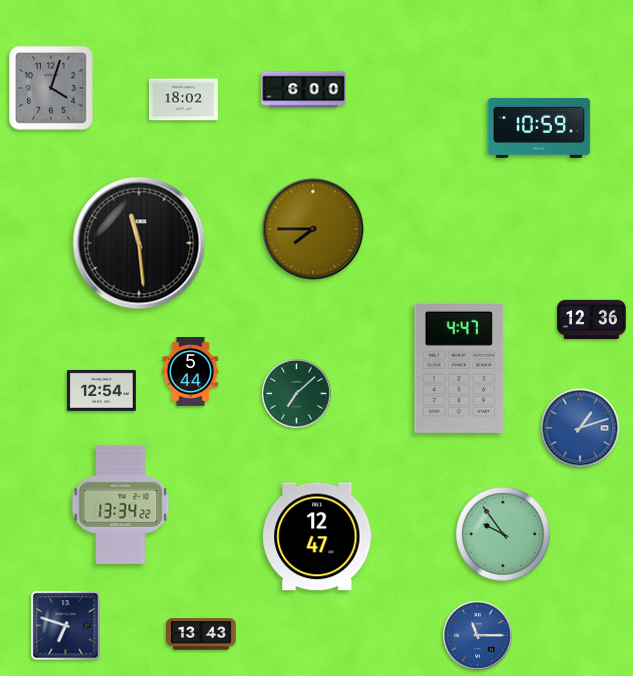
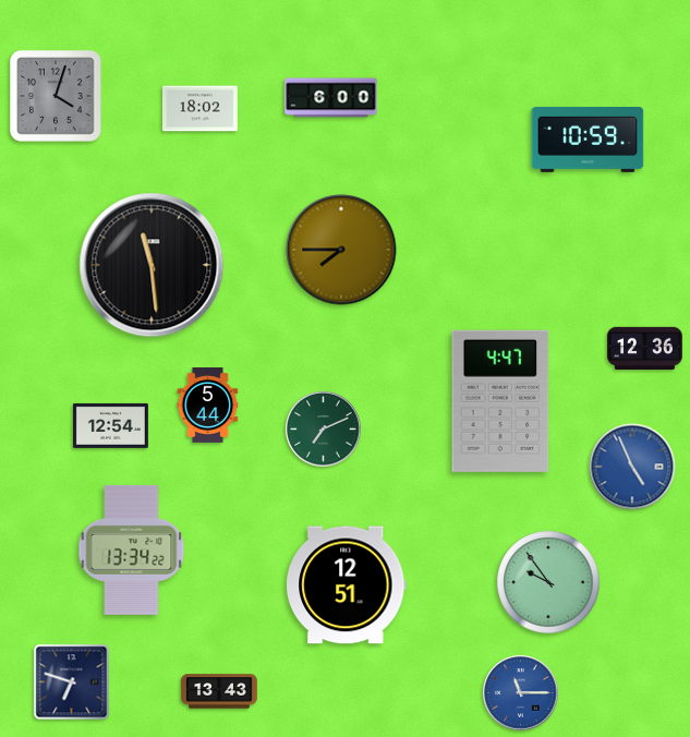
clock at (297, 394): 7:08 -> 7:11
clock at (580, 428): 1:12 -> 4:56
clock at (318, 537): 12:47 -> 12:51
